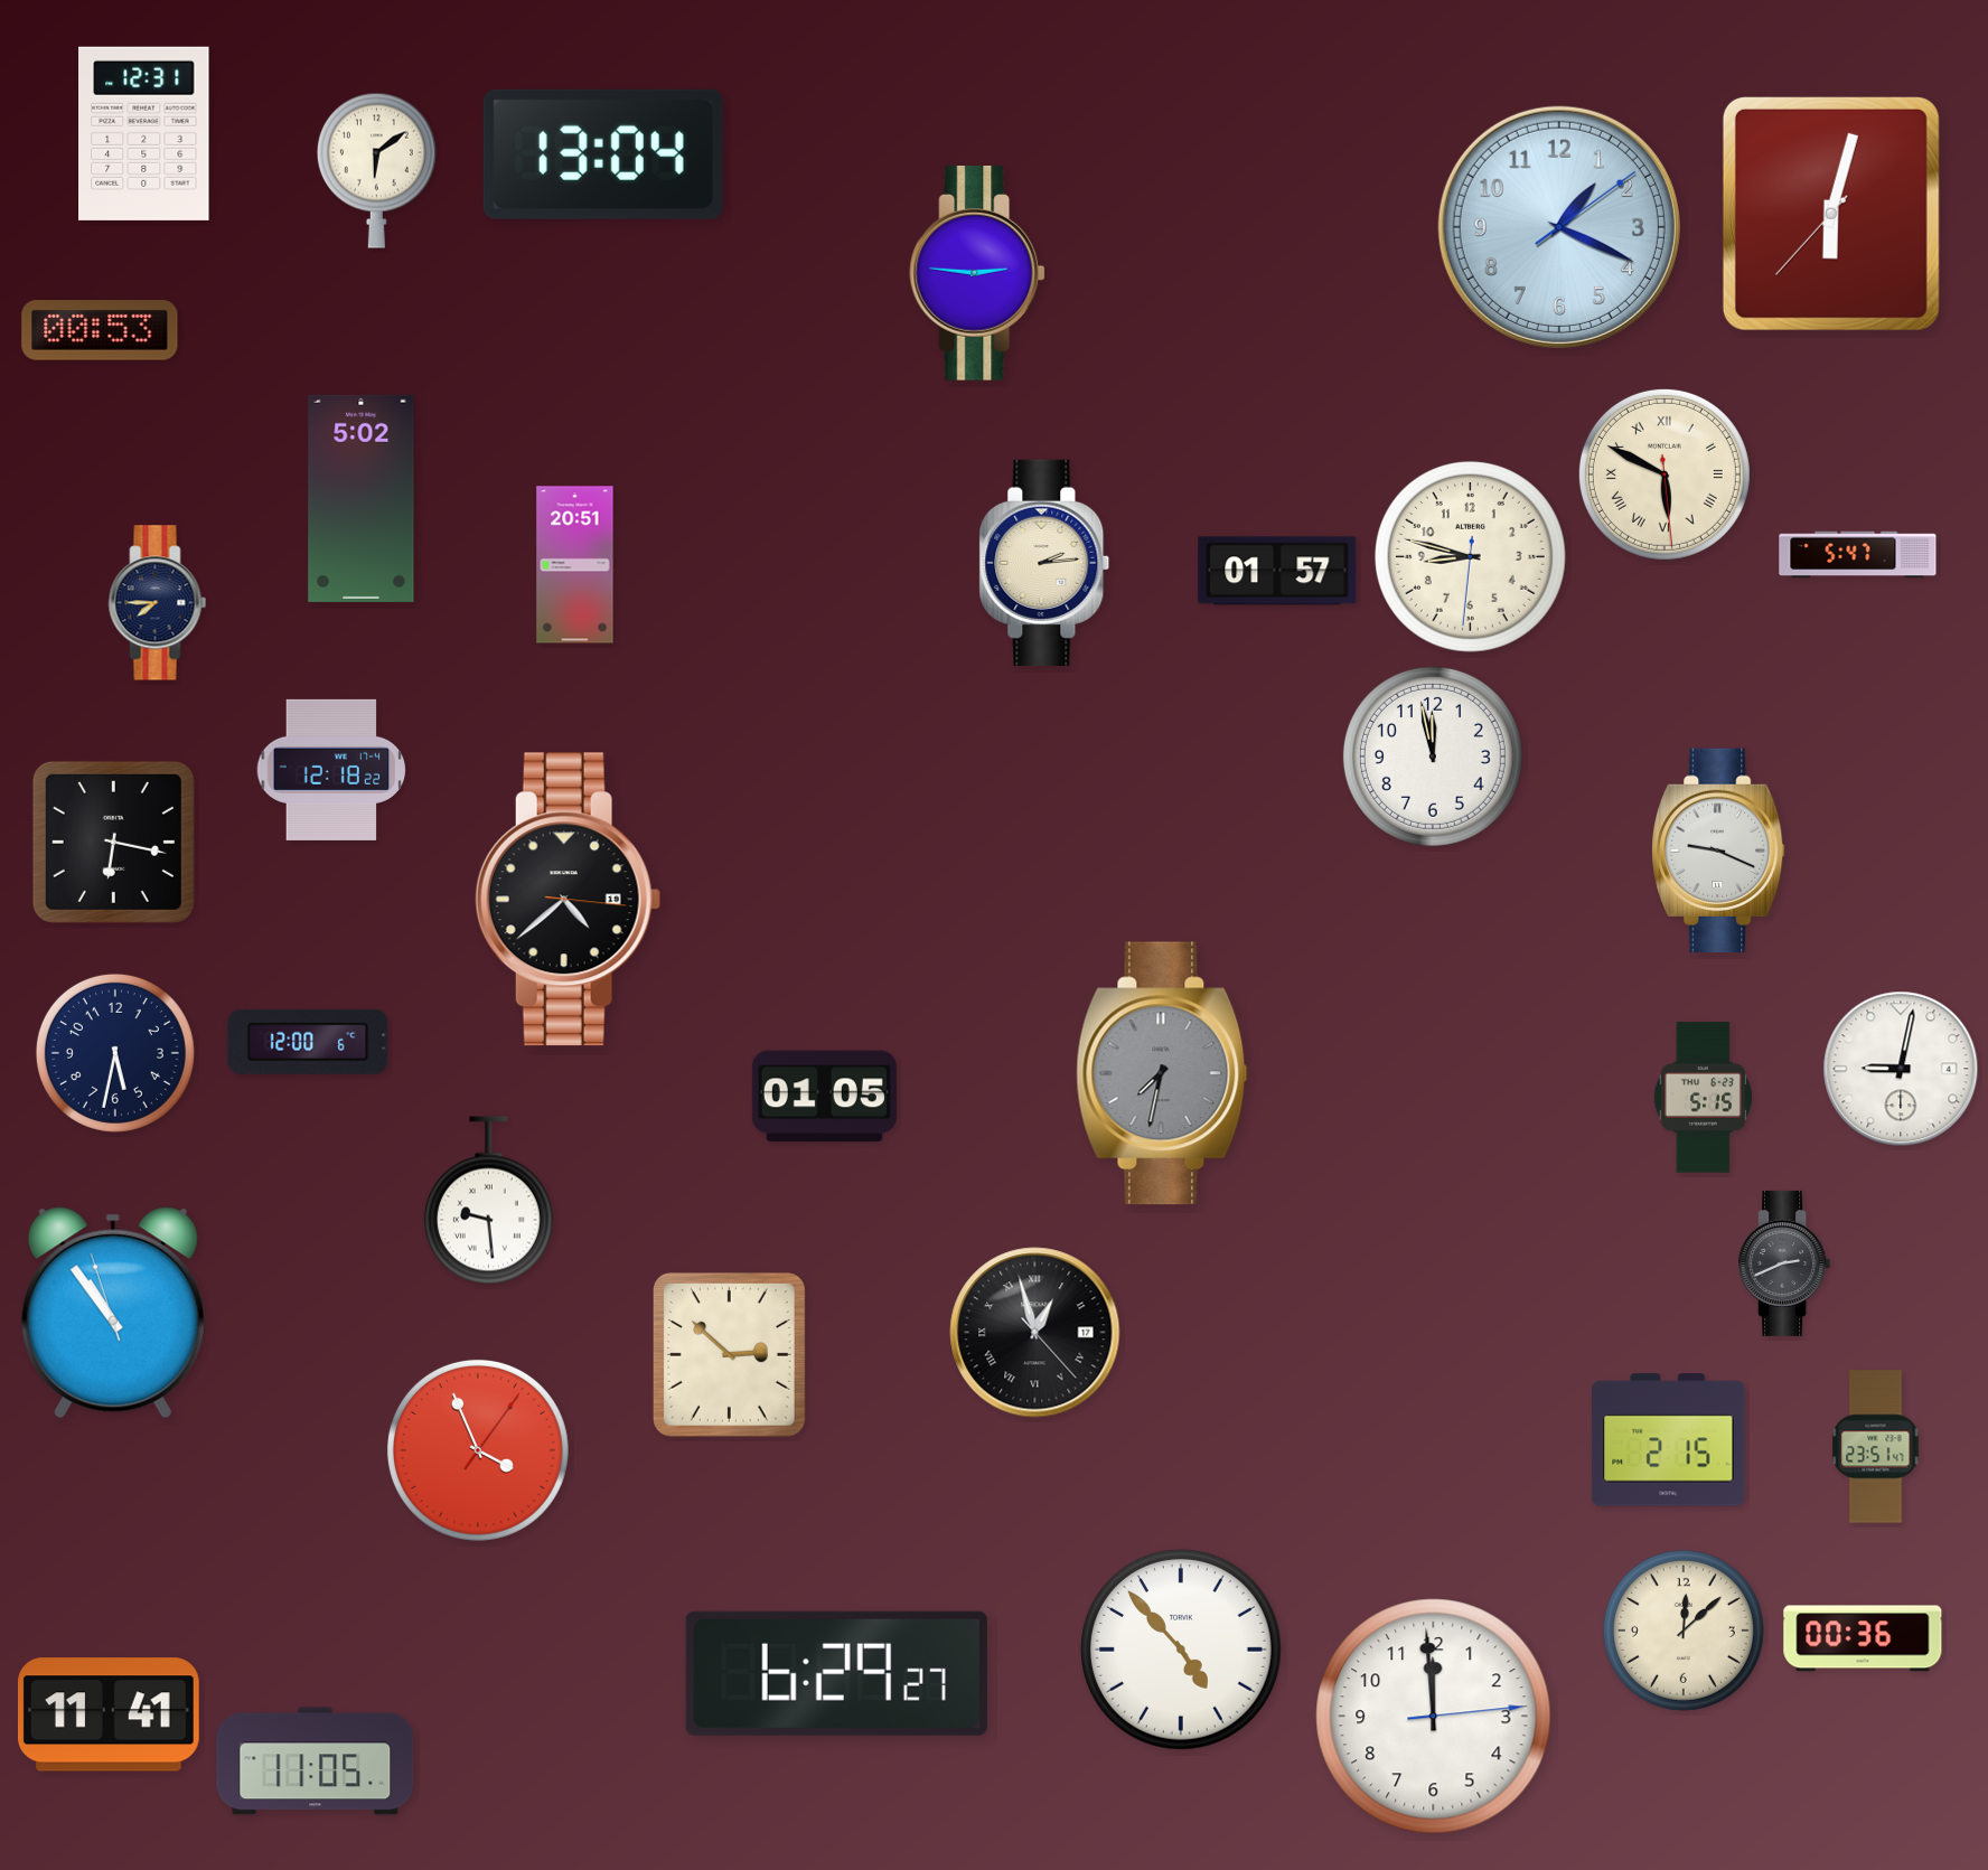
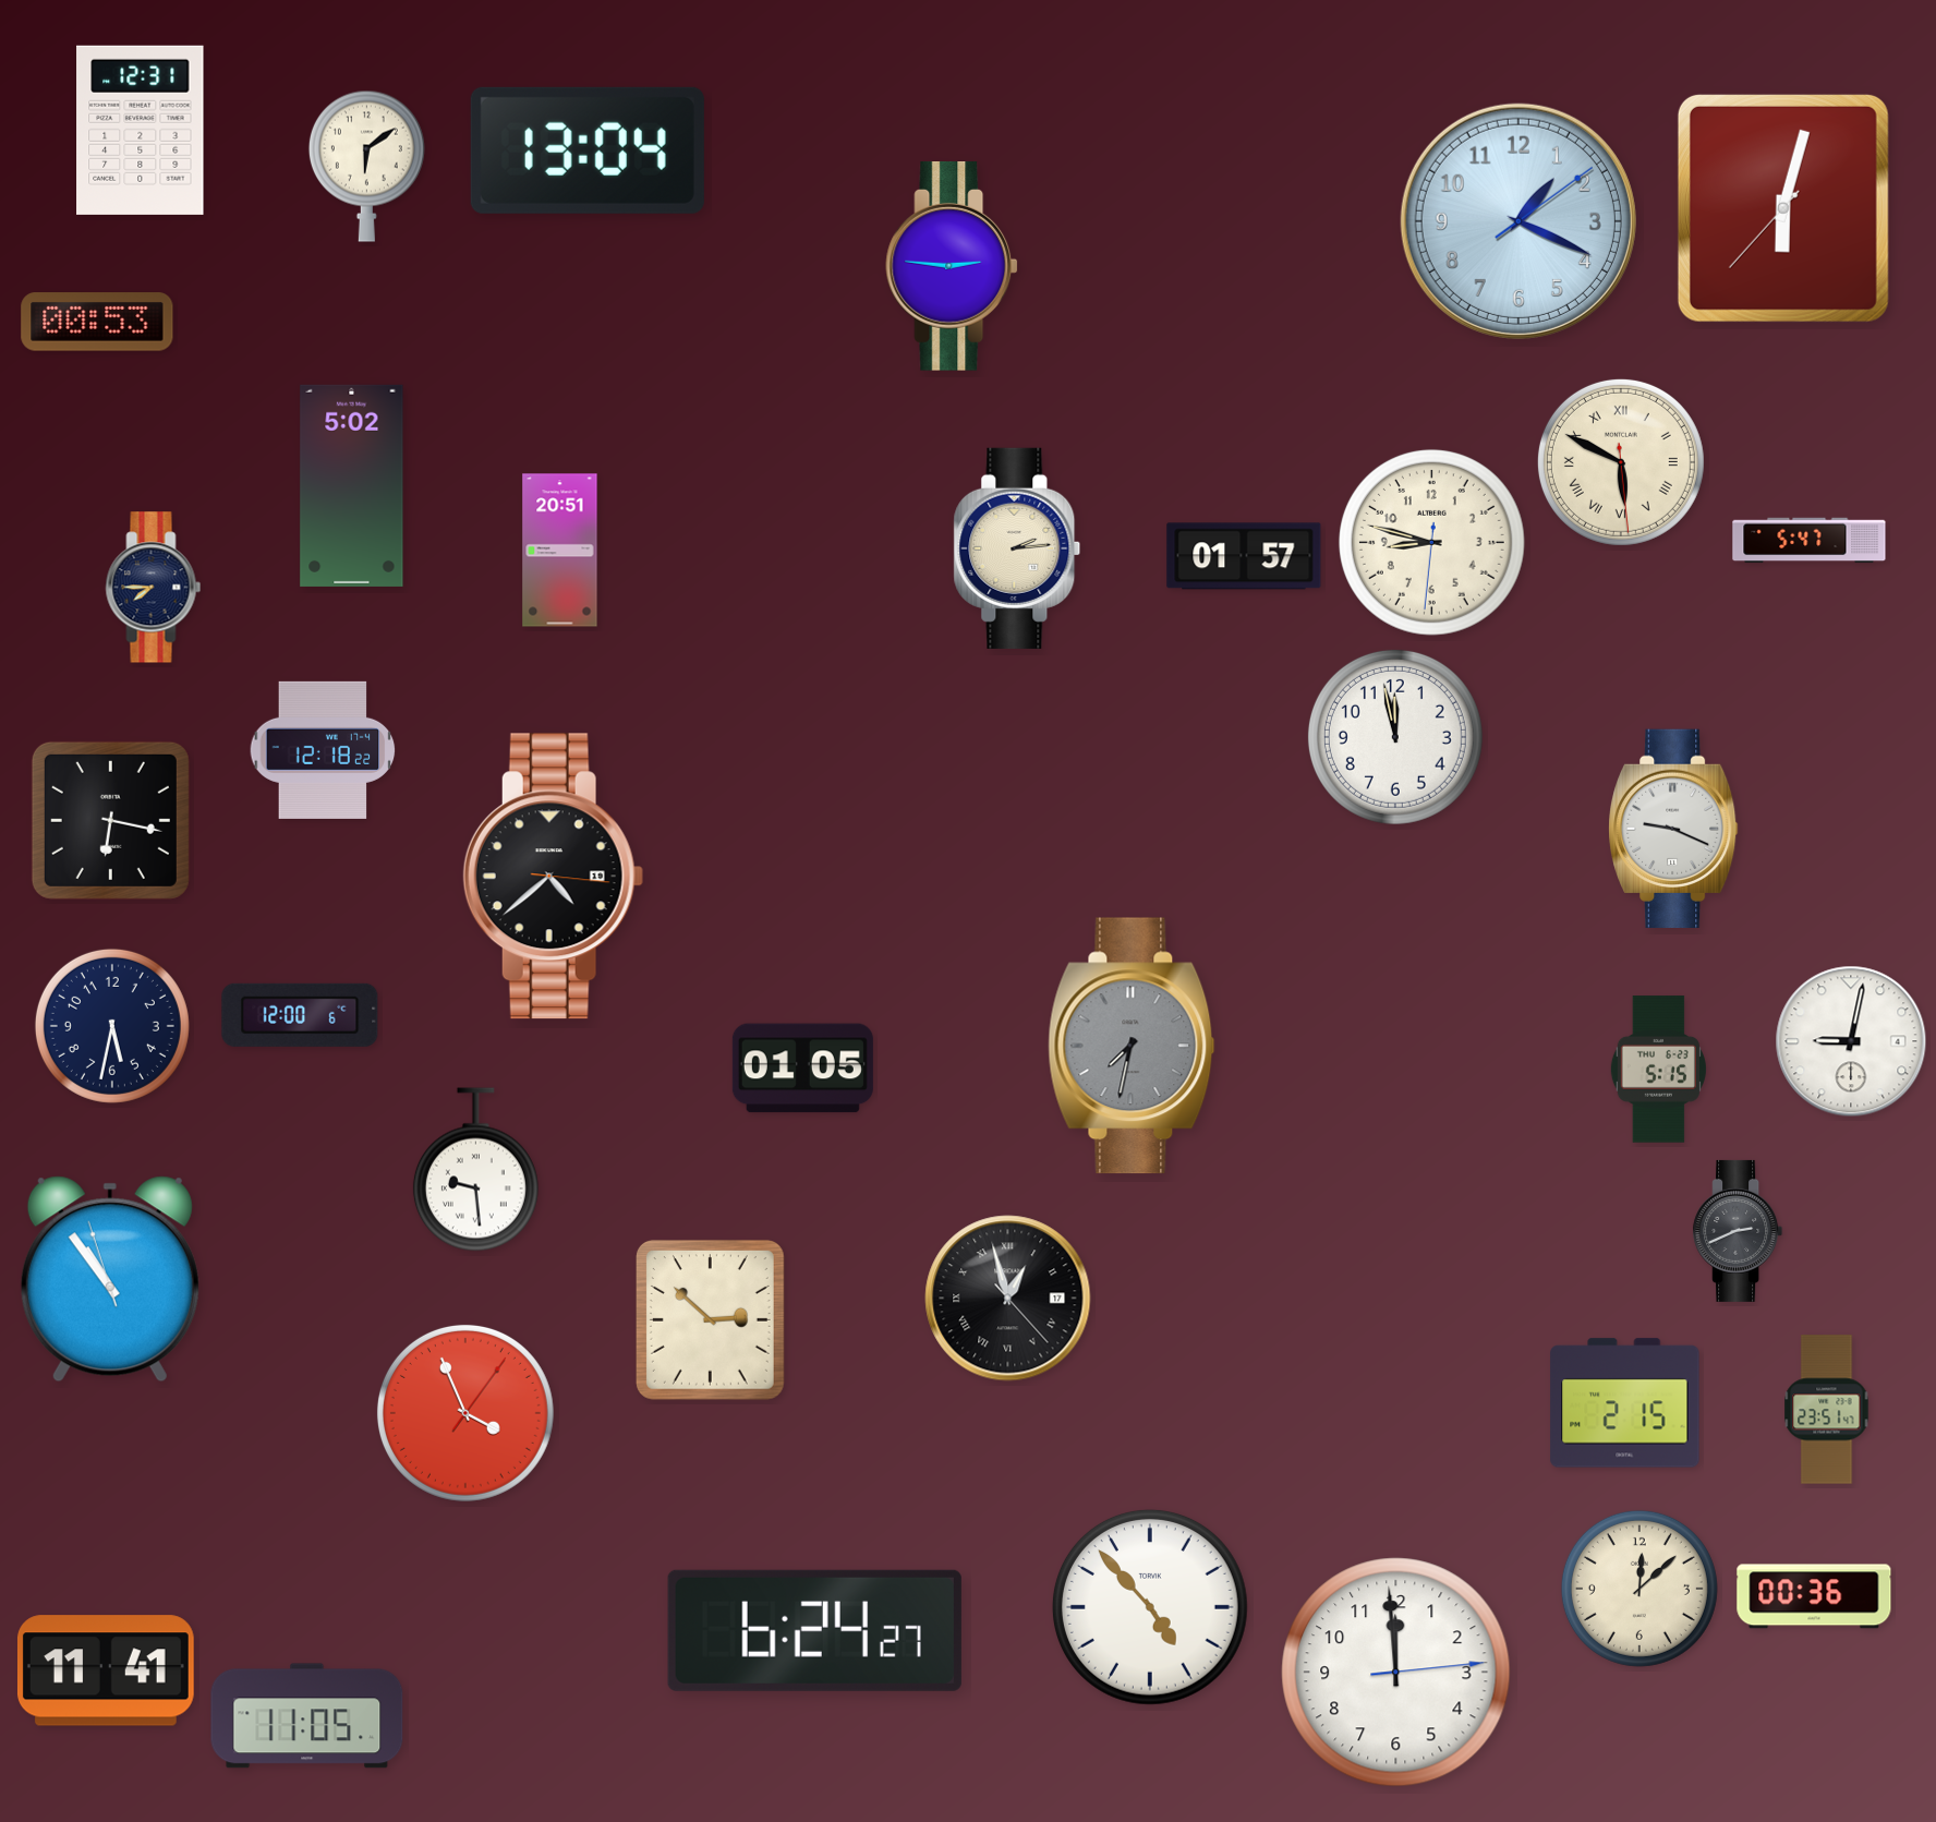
clock at (836, 1673): 6:29 -> 6:24
